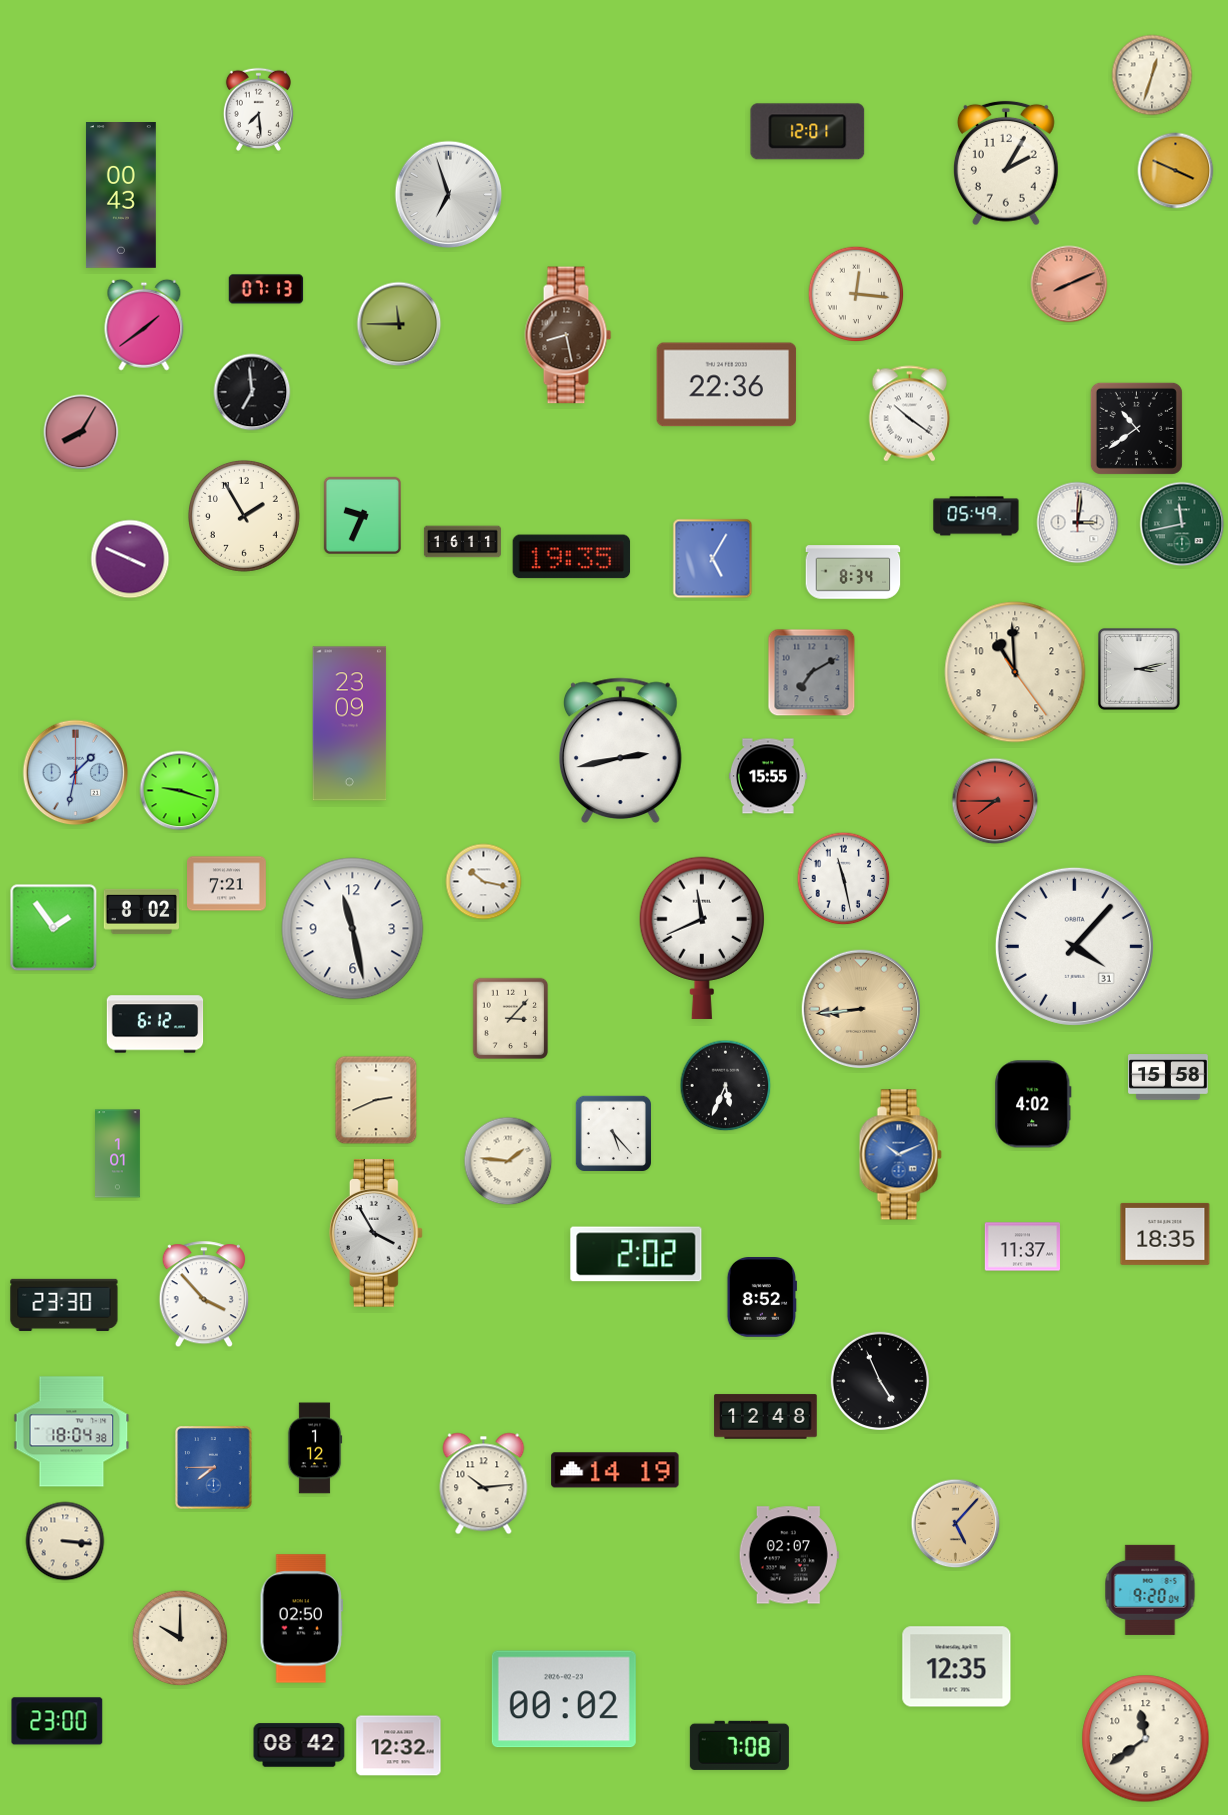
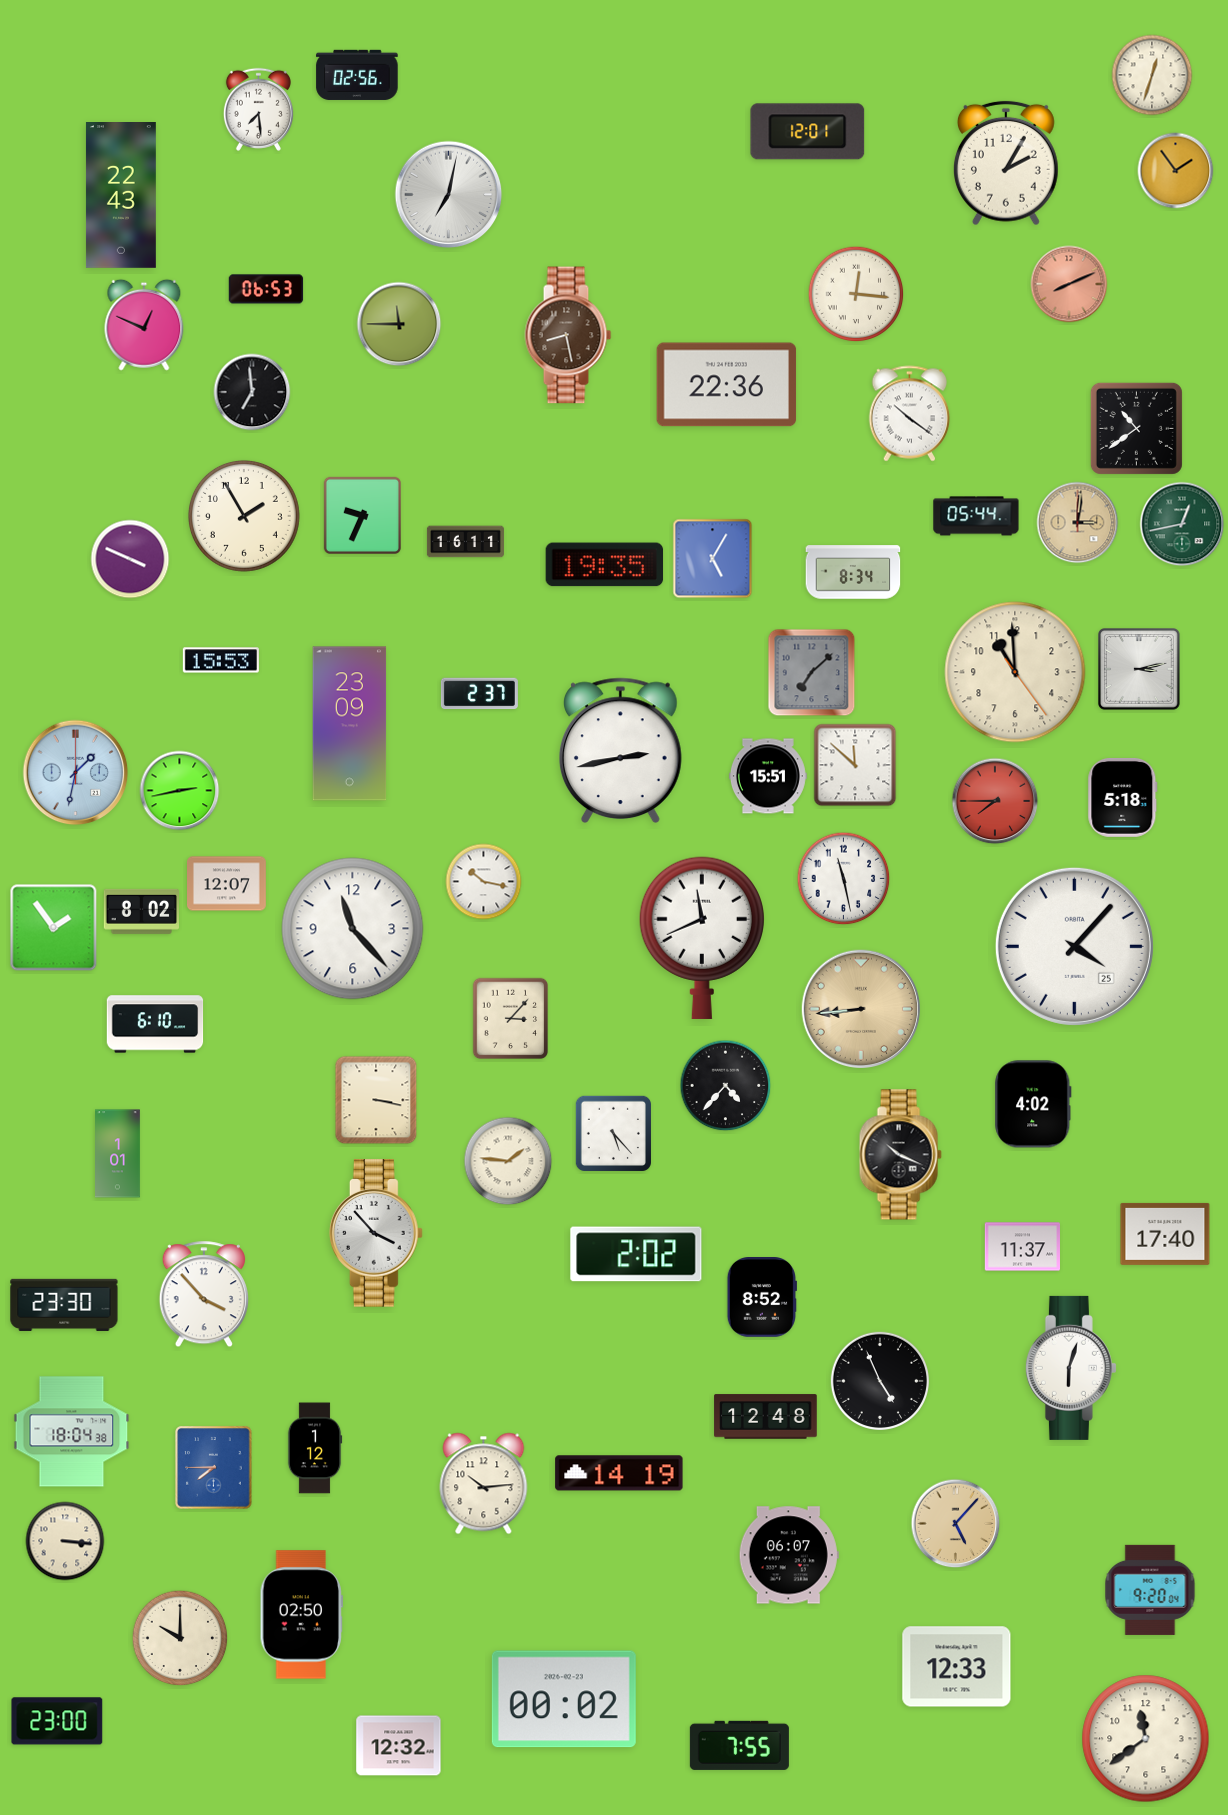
clock at (357, 74): none -> 02:56
clock at (1176, 171): 3:49 -> 1:54
clock at (449, 195): 6:57 -> 7:02
clock at (121, 196): 00:43 -> 22:43
clock at (266, 289): 07:13 -> 06:53
clock at (144, 325): 1:39 -> 12:49
clock at (81, 432): 8:05 -> none
clock at (976, 516): 05:49 -> 05:44
clock at (1078, 523) dial: white -> champagne
clock at (1182, 524): 11:43 -> 12:43
clock at (462, 542) position: (462, 542) -> (465, 542)
clock at (572, 557) position: (572, 557) -> (605, 565)
clock at (221, 660): none -> 15:53
clock at (812, 673): 7:10 -> 7:08
clock at (479, 694): none -> 2:37
clock at (855, 765): none -> 11:52
clock at (768, 776): 15:55 -> 15:51
clock at (180, 791): 9:18 -> 2:43
clock at (1123, 797): none -> 5:18
clock at (227, 884): 7:21 -> 12:07
clock at (353, 929): 11:28 -> 11:23
clock at (1074, 946) date: 31 -> 25
clock at (155, 1024): 6:12 -> 6:10
clock at (1168, 1077): 15:58 -> none
clock at (726, 1086): 5:34 -> 4:37
clock at (376, 1100): 2:41 -> 3:17
clock at (900, 1155): 10:11 -> 10:19
clock at (900, 1155) dial: blue -> black
clock at (376, 1233): 3:55 -> 3:53
clock at (1165, 1234): 18:35 -> 17:40
clock at (1071, 1368): none -> 6:03
clock at (615, 1470) position: (615, 1470) -> (619, 1473)
clock at (789, 1555): 02:07 -> 06:07
clock at (301, 1619) position: (301, 1619) -> (301, 1615)
clock at (957, 1667): 12:35 -> 12:33
clock at (299, 1745): 08:42 -> none
clock at (739, 1745): 7:08 -> 7:55
